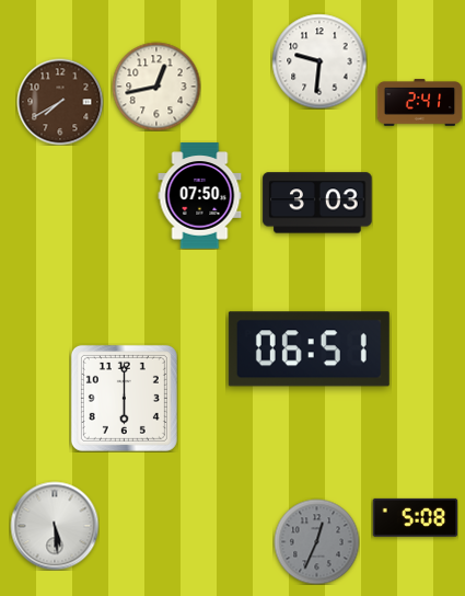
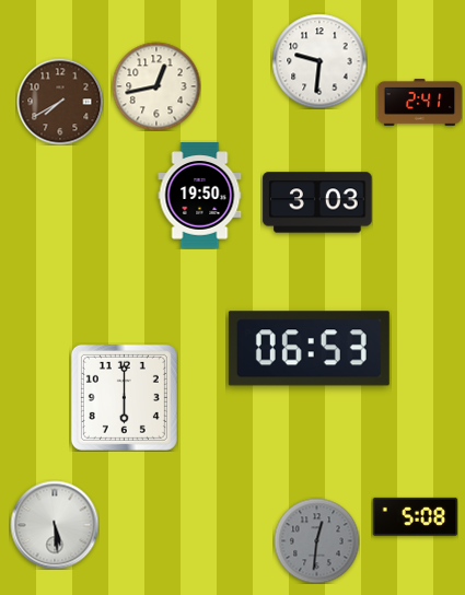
clock at (200, 196): 07:50 -> 19:50
clock at (309, 349): 06:51 -> 06:53
clock at (316, 541): 12:34 -> 12:31
